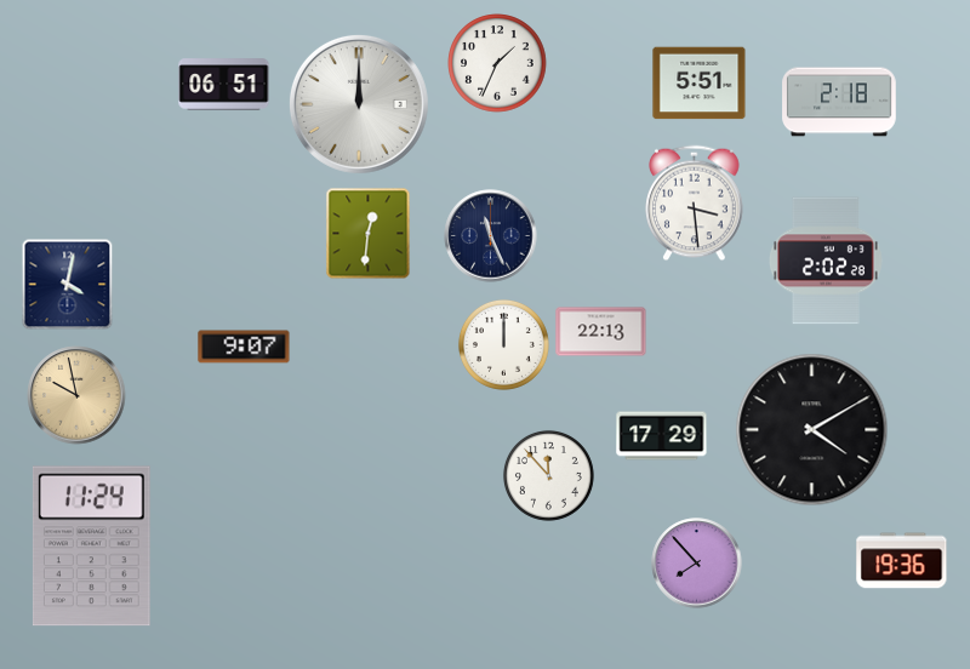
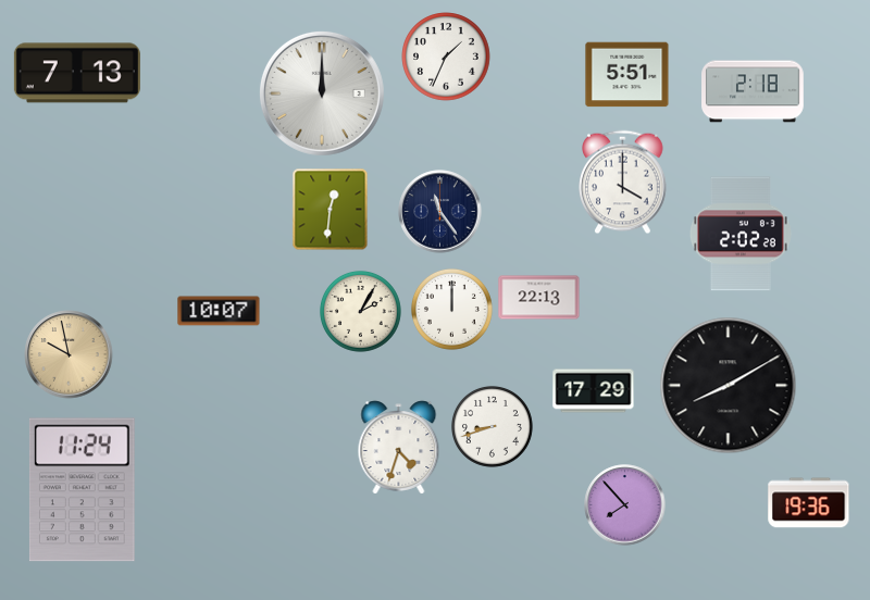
clock at (77, 73): none -> 7:13
clock at (224, 85): 06:51 -> none
clock at (695, 204): 3:29 -> 4:00
clock at (491, 236): 11:26 -> 11:24
clock at (68, 285): 4:02 -> none
clock at (244, 347): 9:07 -> 10:07
clock at (360, 311): none -> 2:05
clock at (812, 430): 4:10 -> 8:10
clock at (548, 475): 11:53 -> 8:42
clock at (399, 448): none -> 4:33
